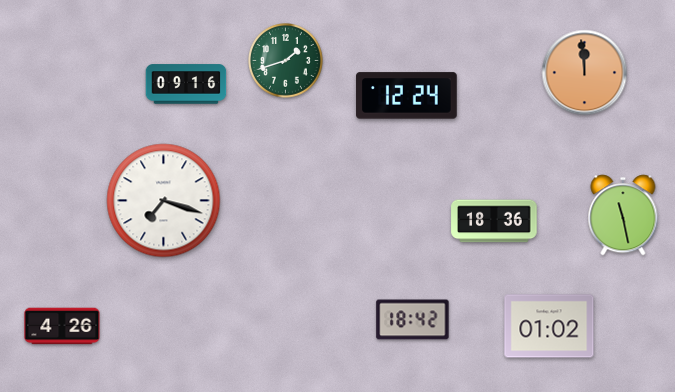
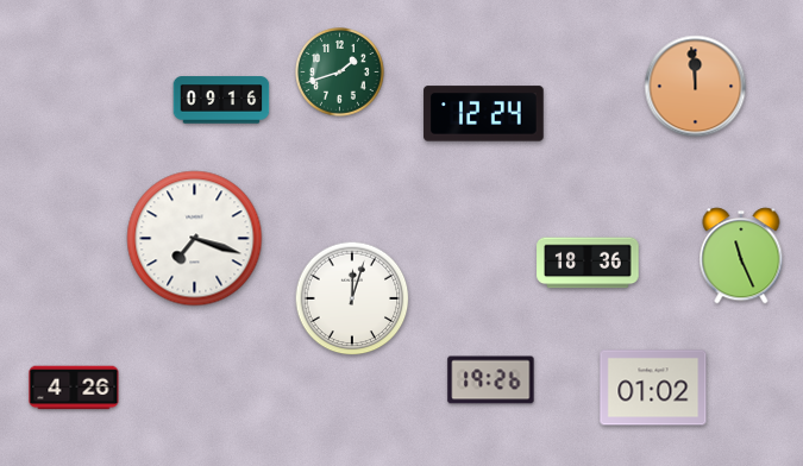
clock at (623, 215): 11:28 -> 11:26
clock at (352, 298): none -> 12:03
clock at (413, 320): 18:42 -> 19:26
